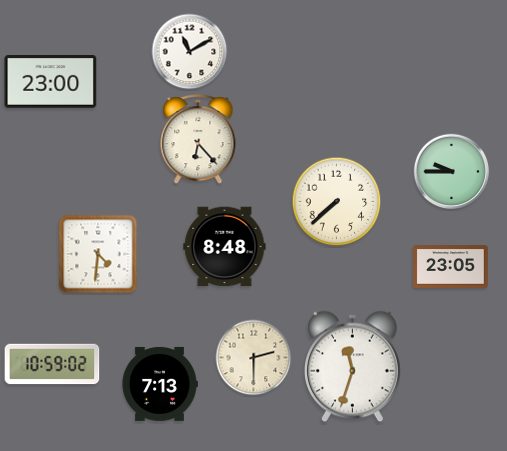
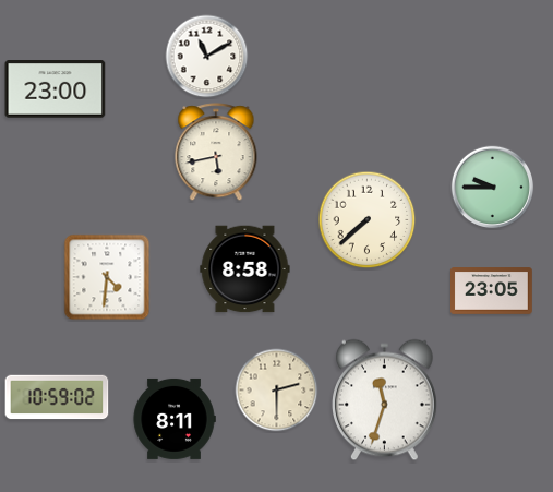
clock at (198, 140): 6:23 -> 5:43
clock at (225, 247): 8:48 -> 8:58
clock at (160, 384): 7:13 -> 8:11
